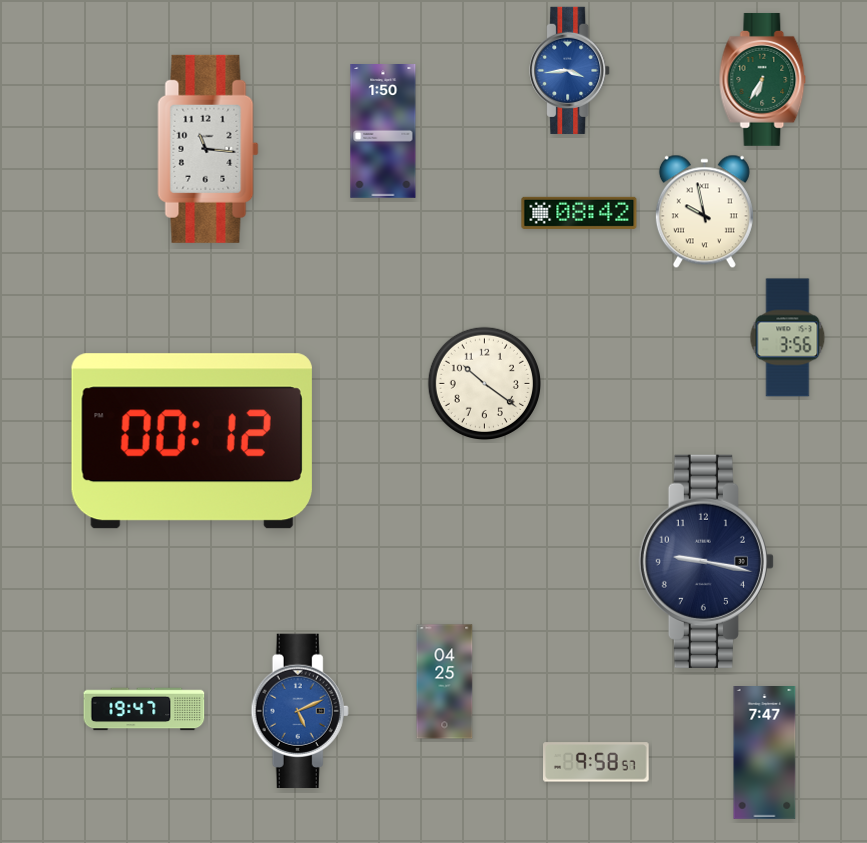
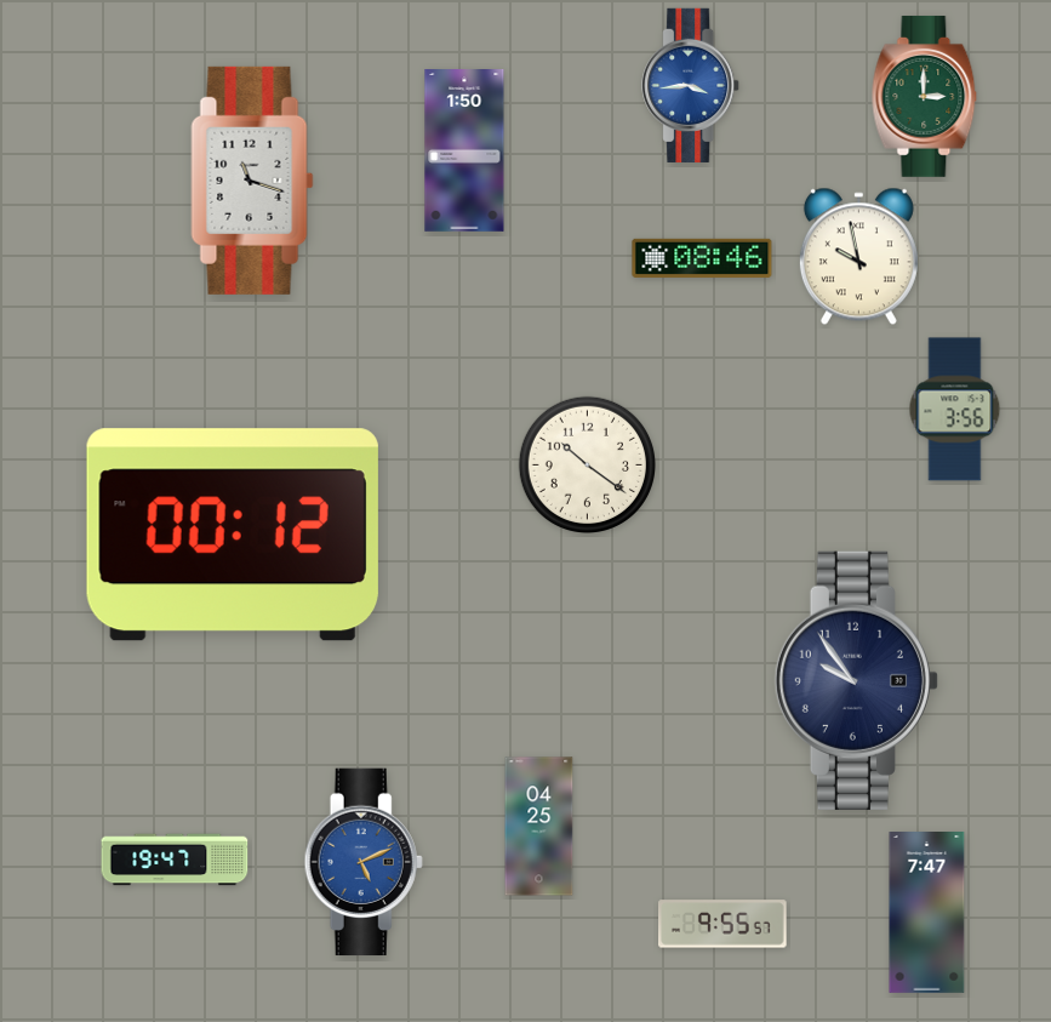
clock at (763, 79): 6:35 -> 3:00
clock at (383, 132) position: (383, 132) -> (464, 152)
clock at (208, 149): 11:16 -> 11:18
clock at (704, 212) position: (704, 212) -> (858, 257)
clock at (579, 213): 08:42 -> 08:46
clock at (706, 561): 9:17 -> 9:54
clock at (597, 762): 9:58 -> 9:55
